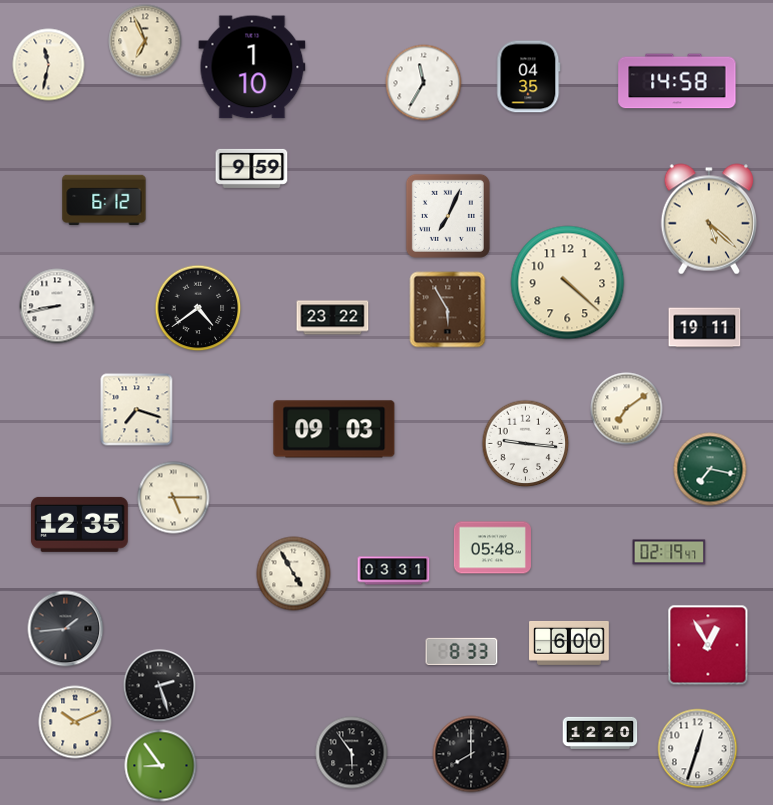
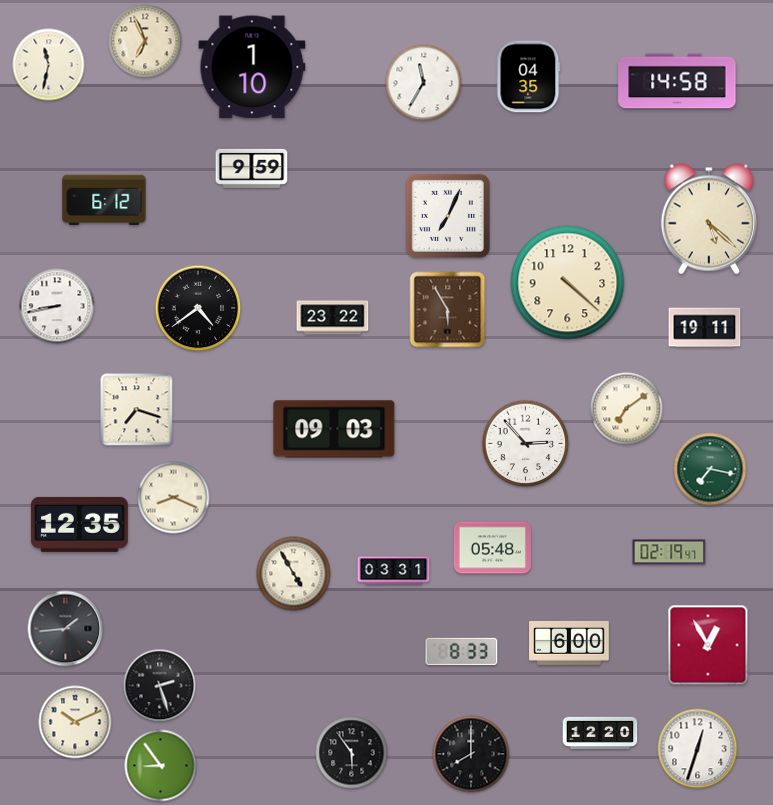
clock at (526, 444): 9:16 -> 2:53
clock at (174, 498): 5:15 -> 8:19
